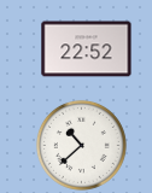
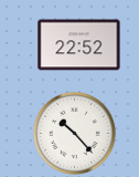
clock at (81, 145): 10:38 -> 10:23
